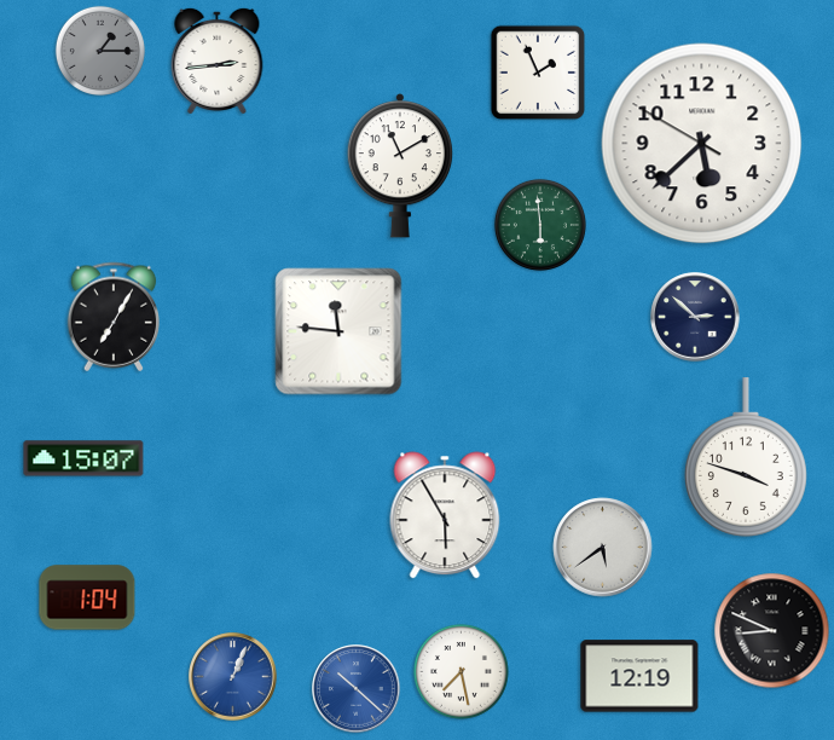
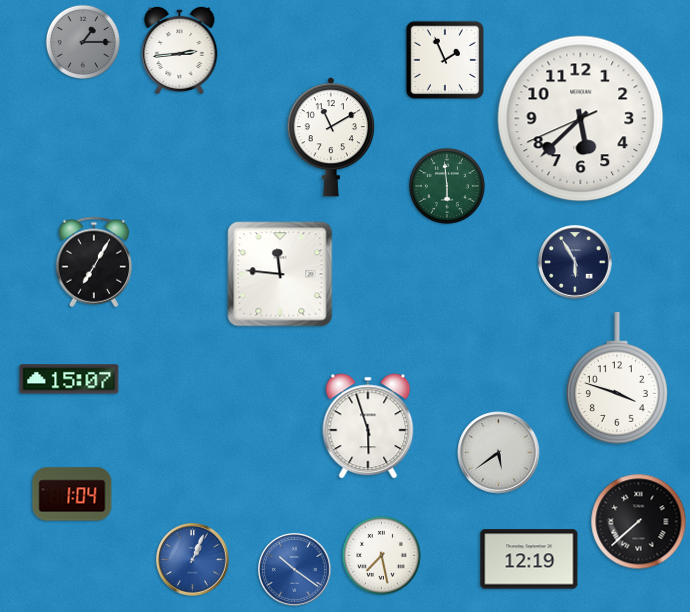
clock at (702, 144): 5:37:50 -> 5:37:41
clock at (695, 317): 2:52 -> 5:55
clock at (445, 515): 5:55 -> 5:57
clock at (772, 631): 8:49 -> 7:38
clock at (357, 689): 10:22 -> 10:21
